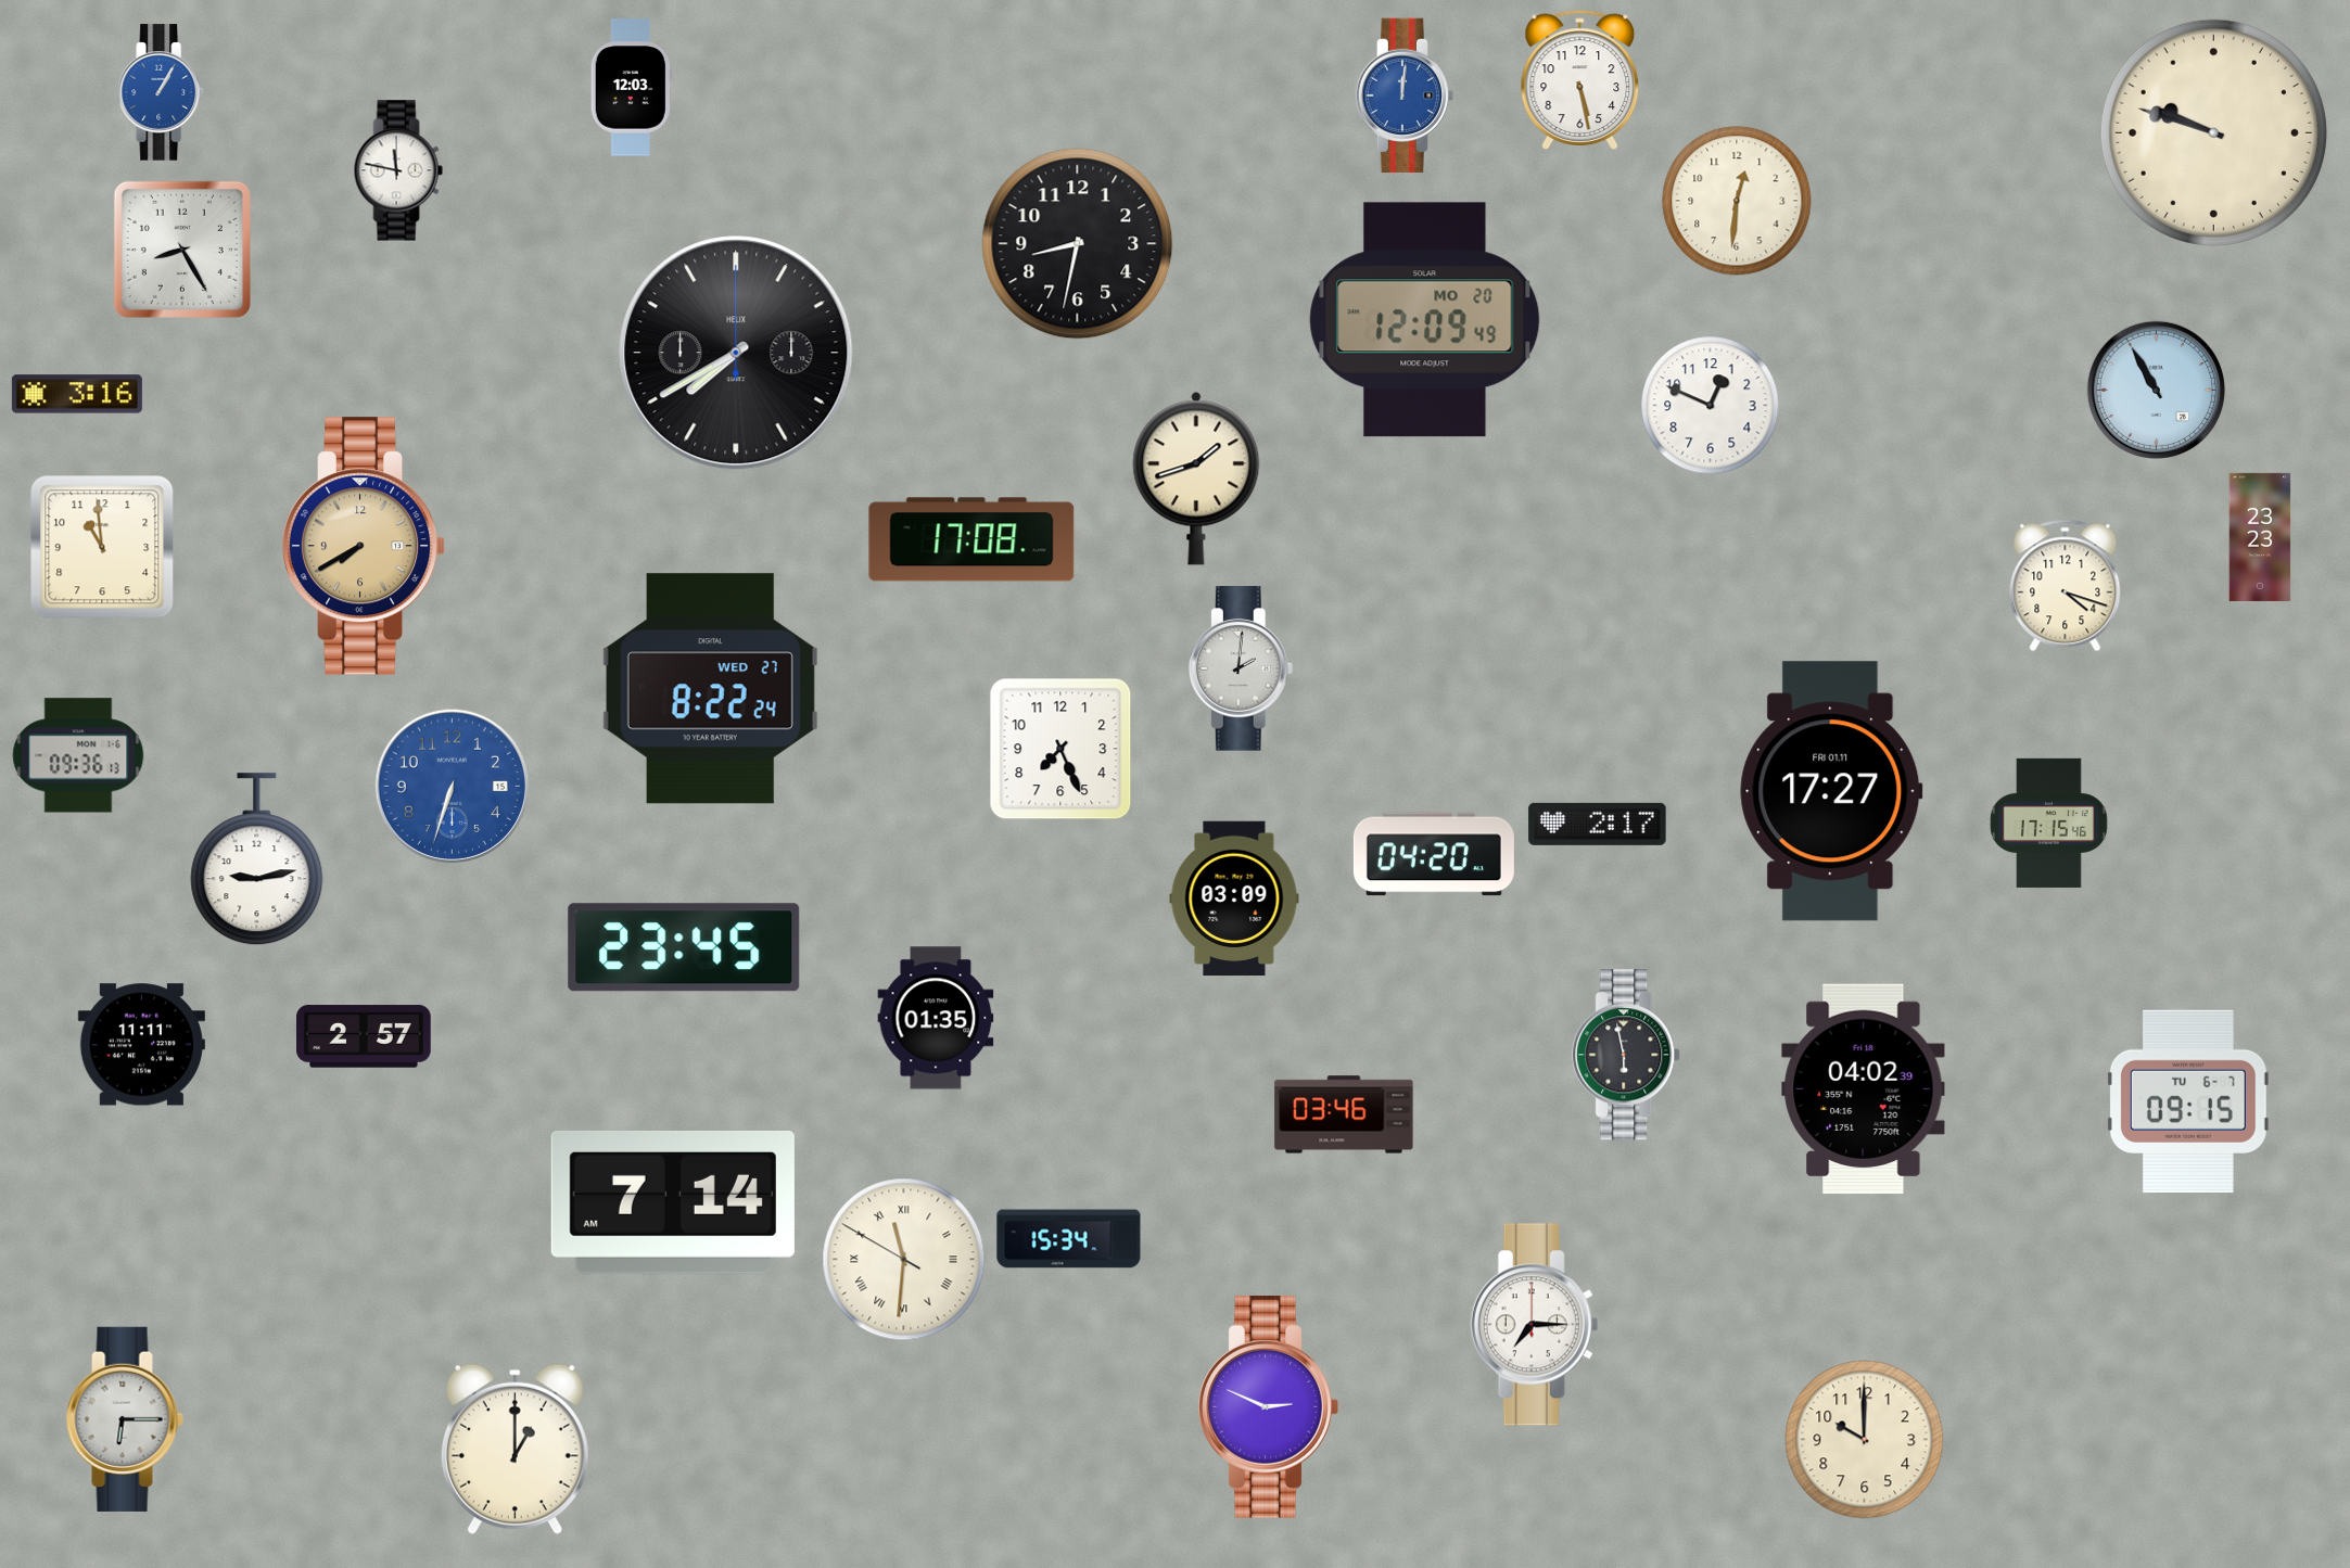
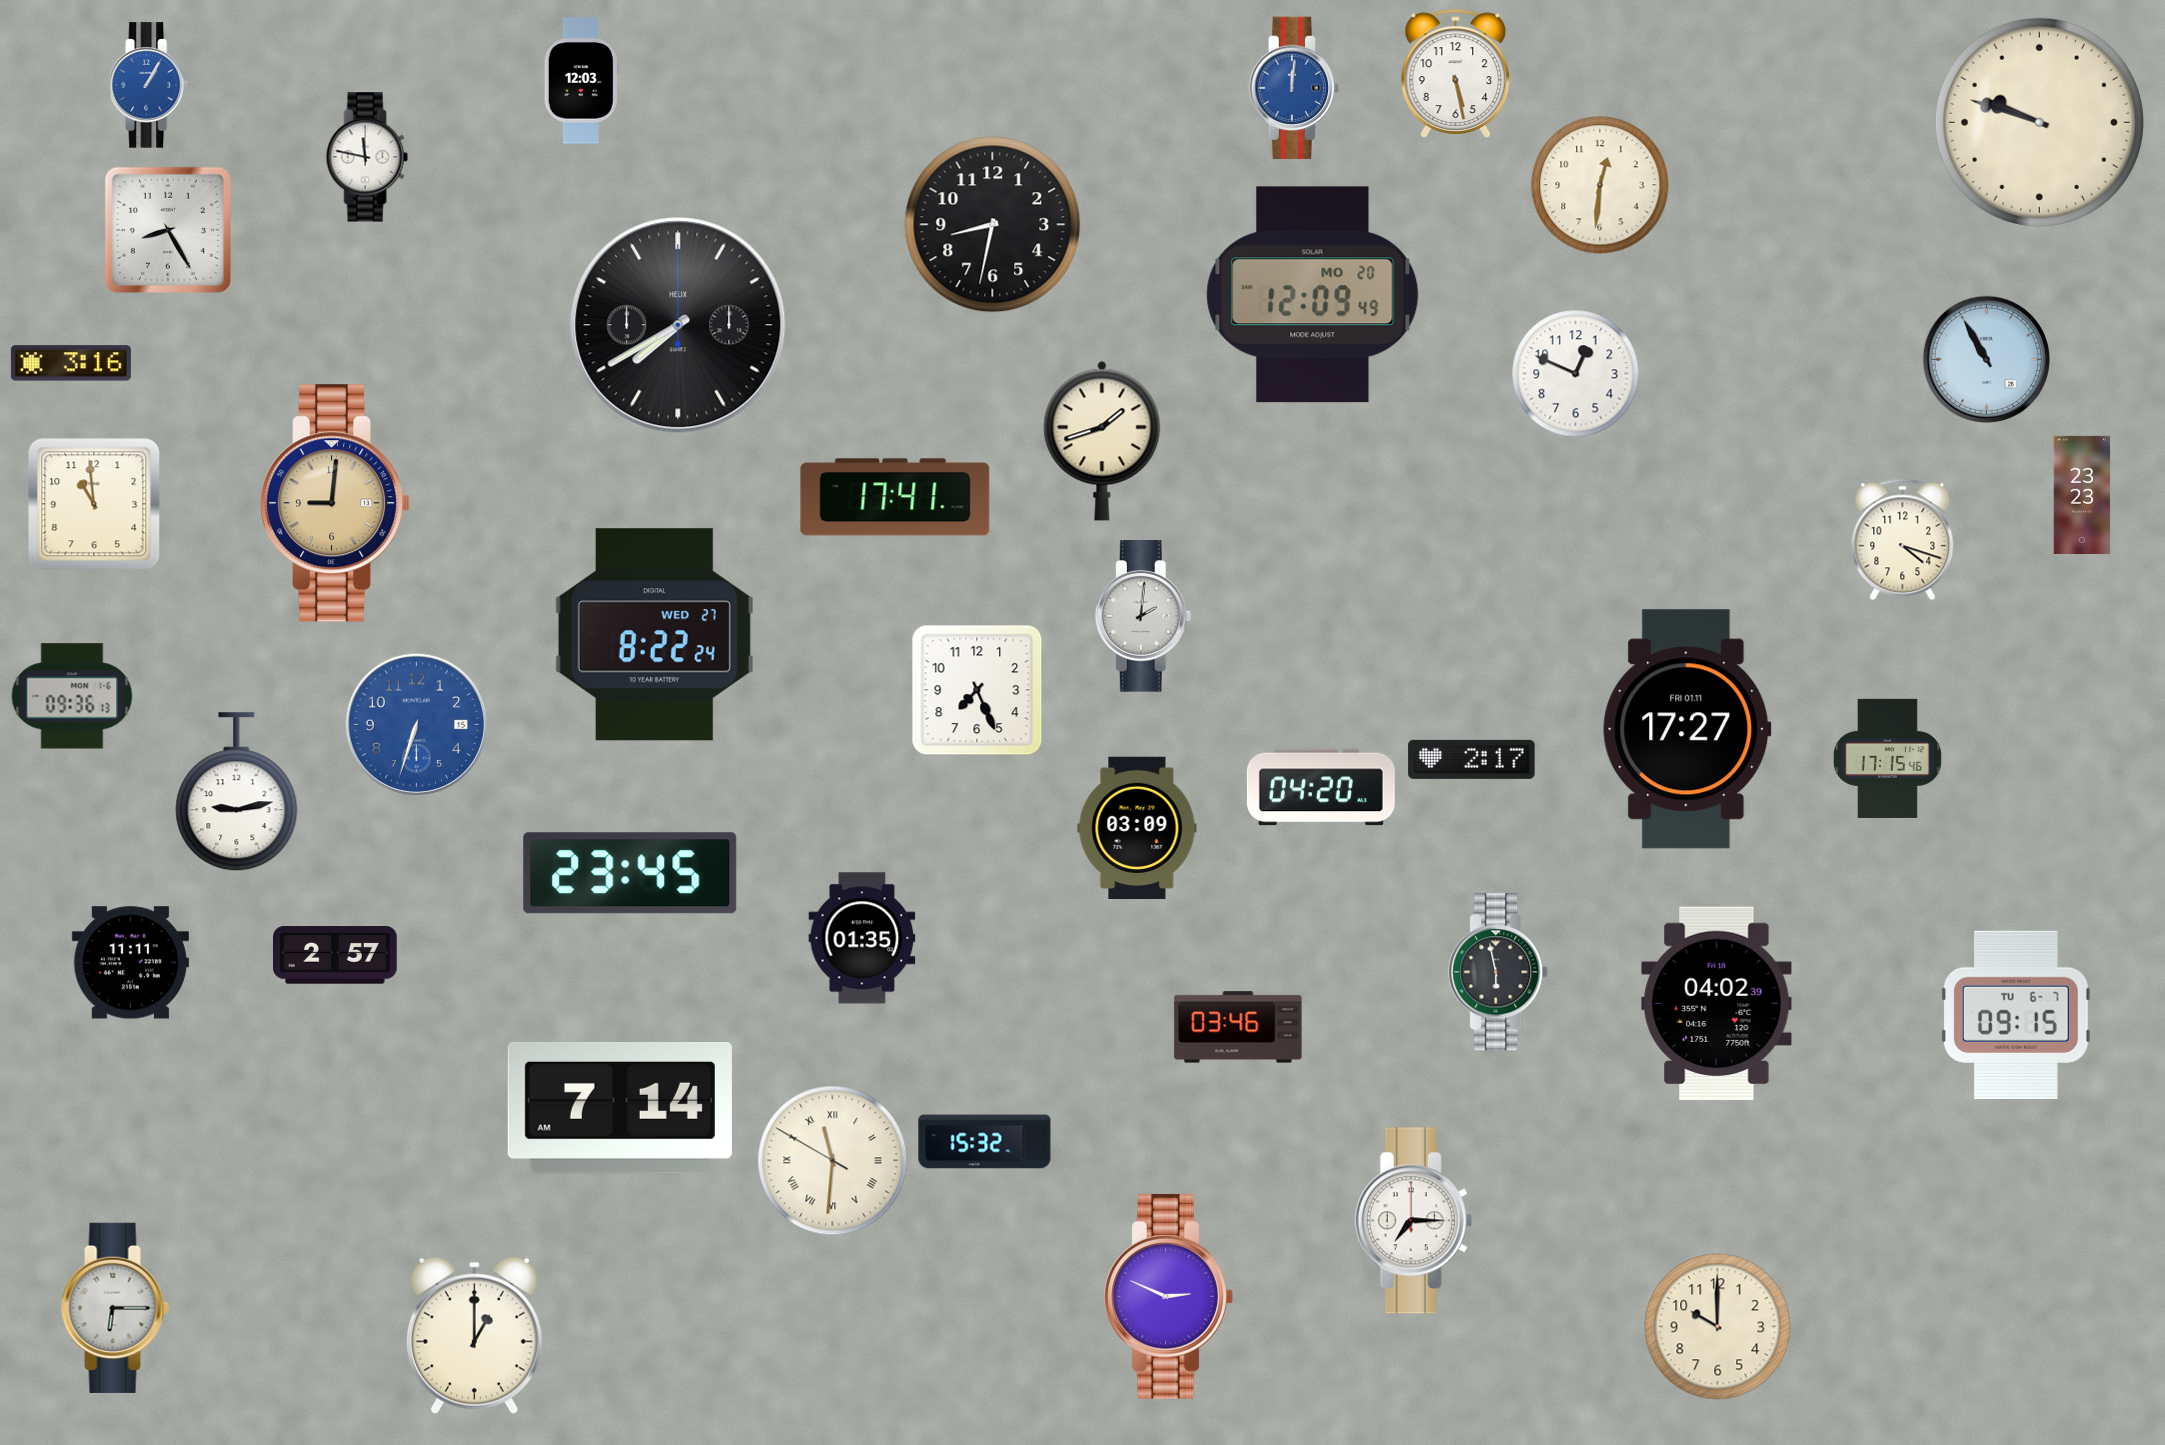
clock at (971, 539): 17:08 -> 17:41
clock at (364, 546): 7:40 -> 9:01
clock at (1069, 1239): 15:34 -> 15:32
